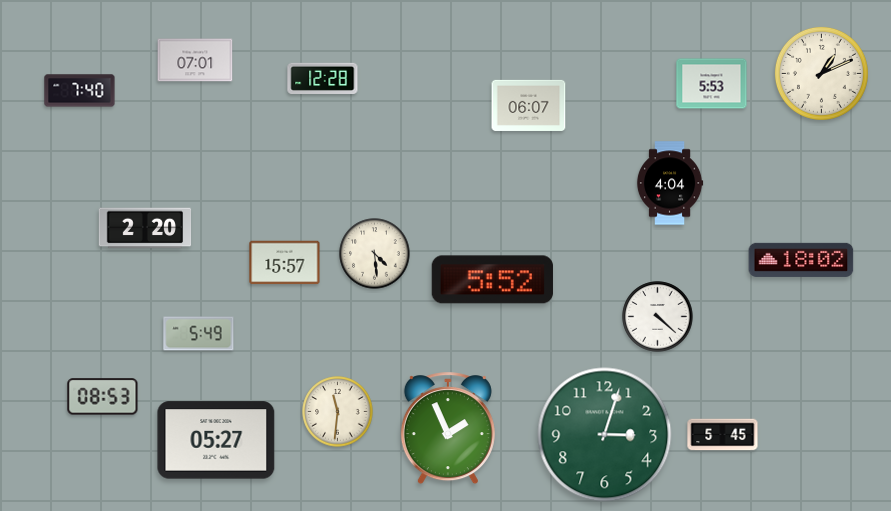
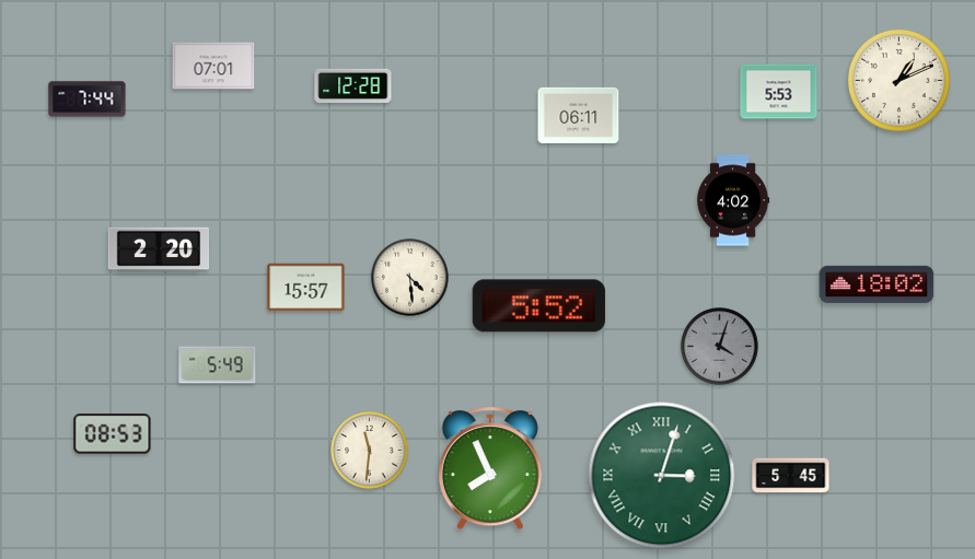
clock at (80, 91): 7:40 -> 7:44
clock at (529, 105): 06:07 -> 06:11
clock at (670, 183): 4:04 -> 4:02
clock at (285, 263) position: (285, 263) -> (306, 288)
clock at (658, 317): 4:22 -> 4:03
clock at (658, 317) dial: white -> grey
clock at (448, 429): 1:56 -> 7:56
clock at (605, 435) numerals: Arabic -> Roman
clock at (216, 440): 05:27 -> none
